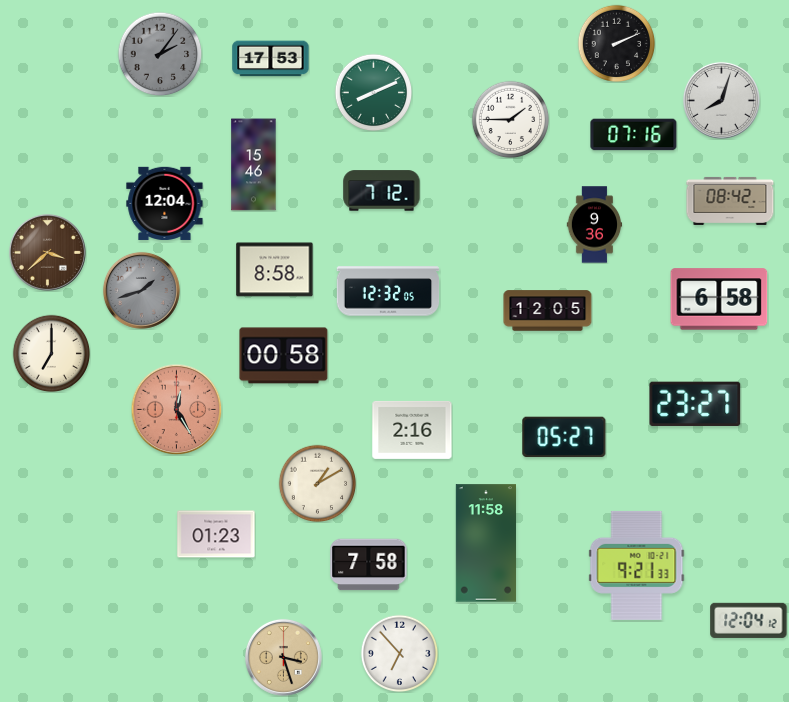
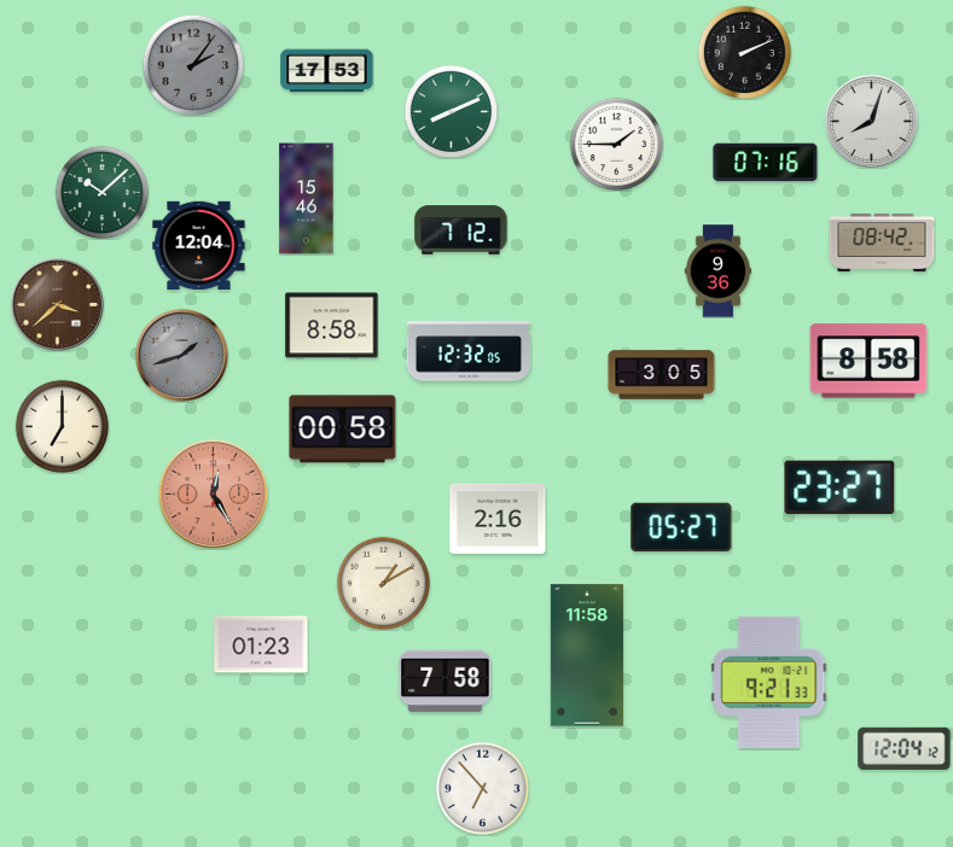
clock at (101, 192): none -> 10:08
clock at (141, 290) position: (141, 290) -> (181, 355)
clock at (719, 299): 6:58 -> 8:58
clock at (548, 311): 12:05 -> 3:05
clock at (283, 657): 3:27 -> none
